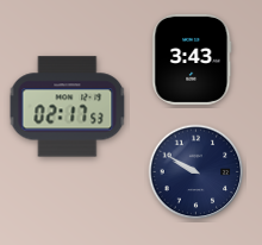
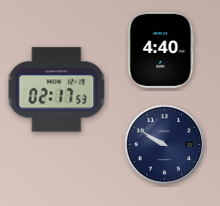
clock at (192, 59): 3:43 -> 4:40
